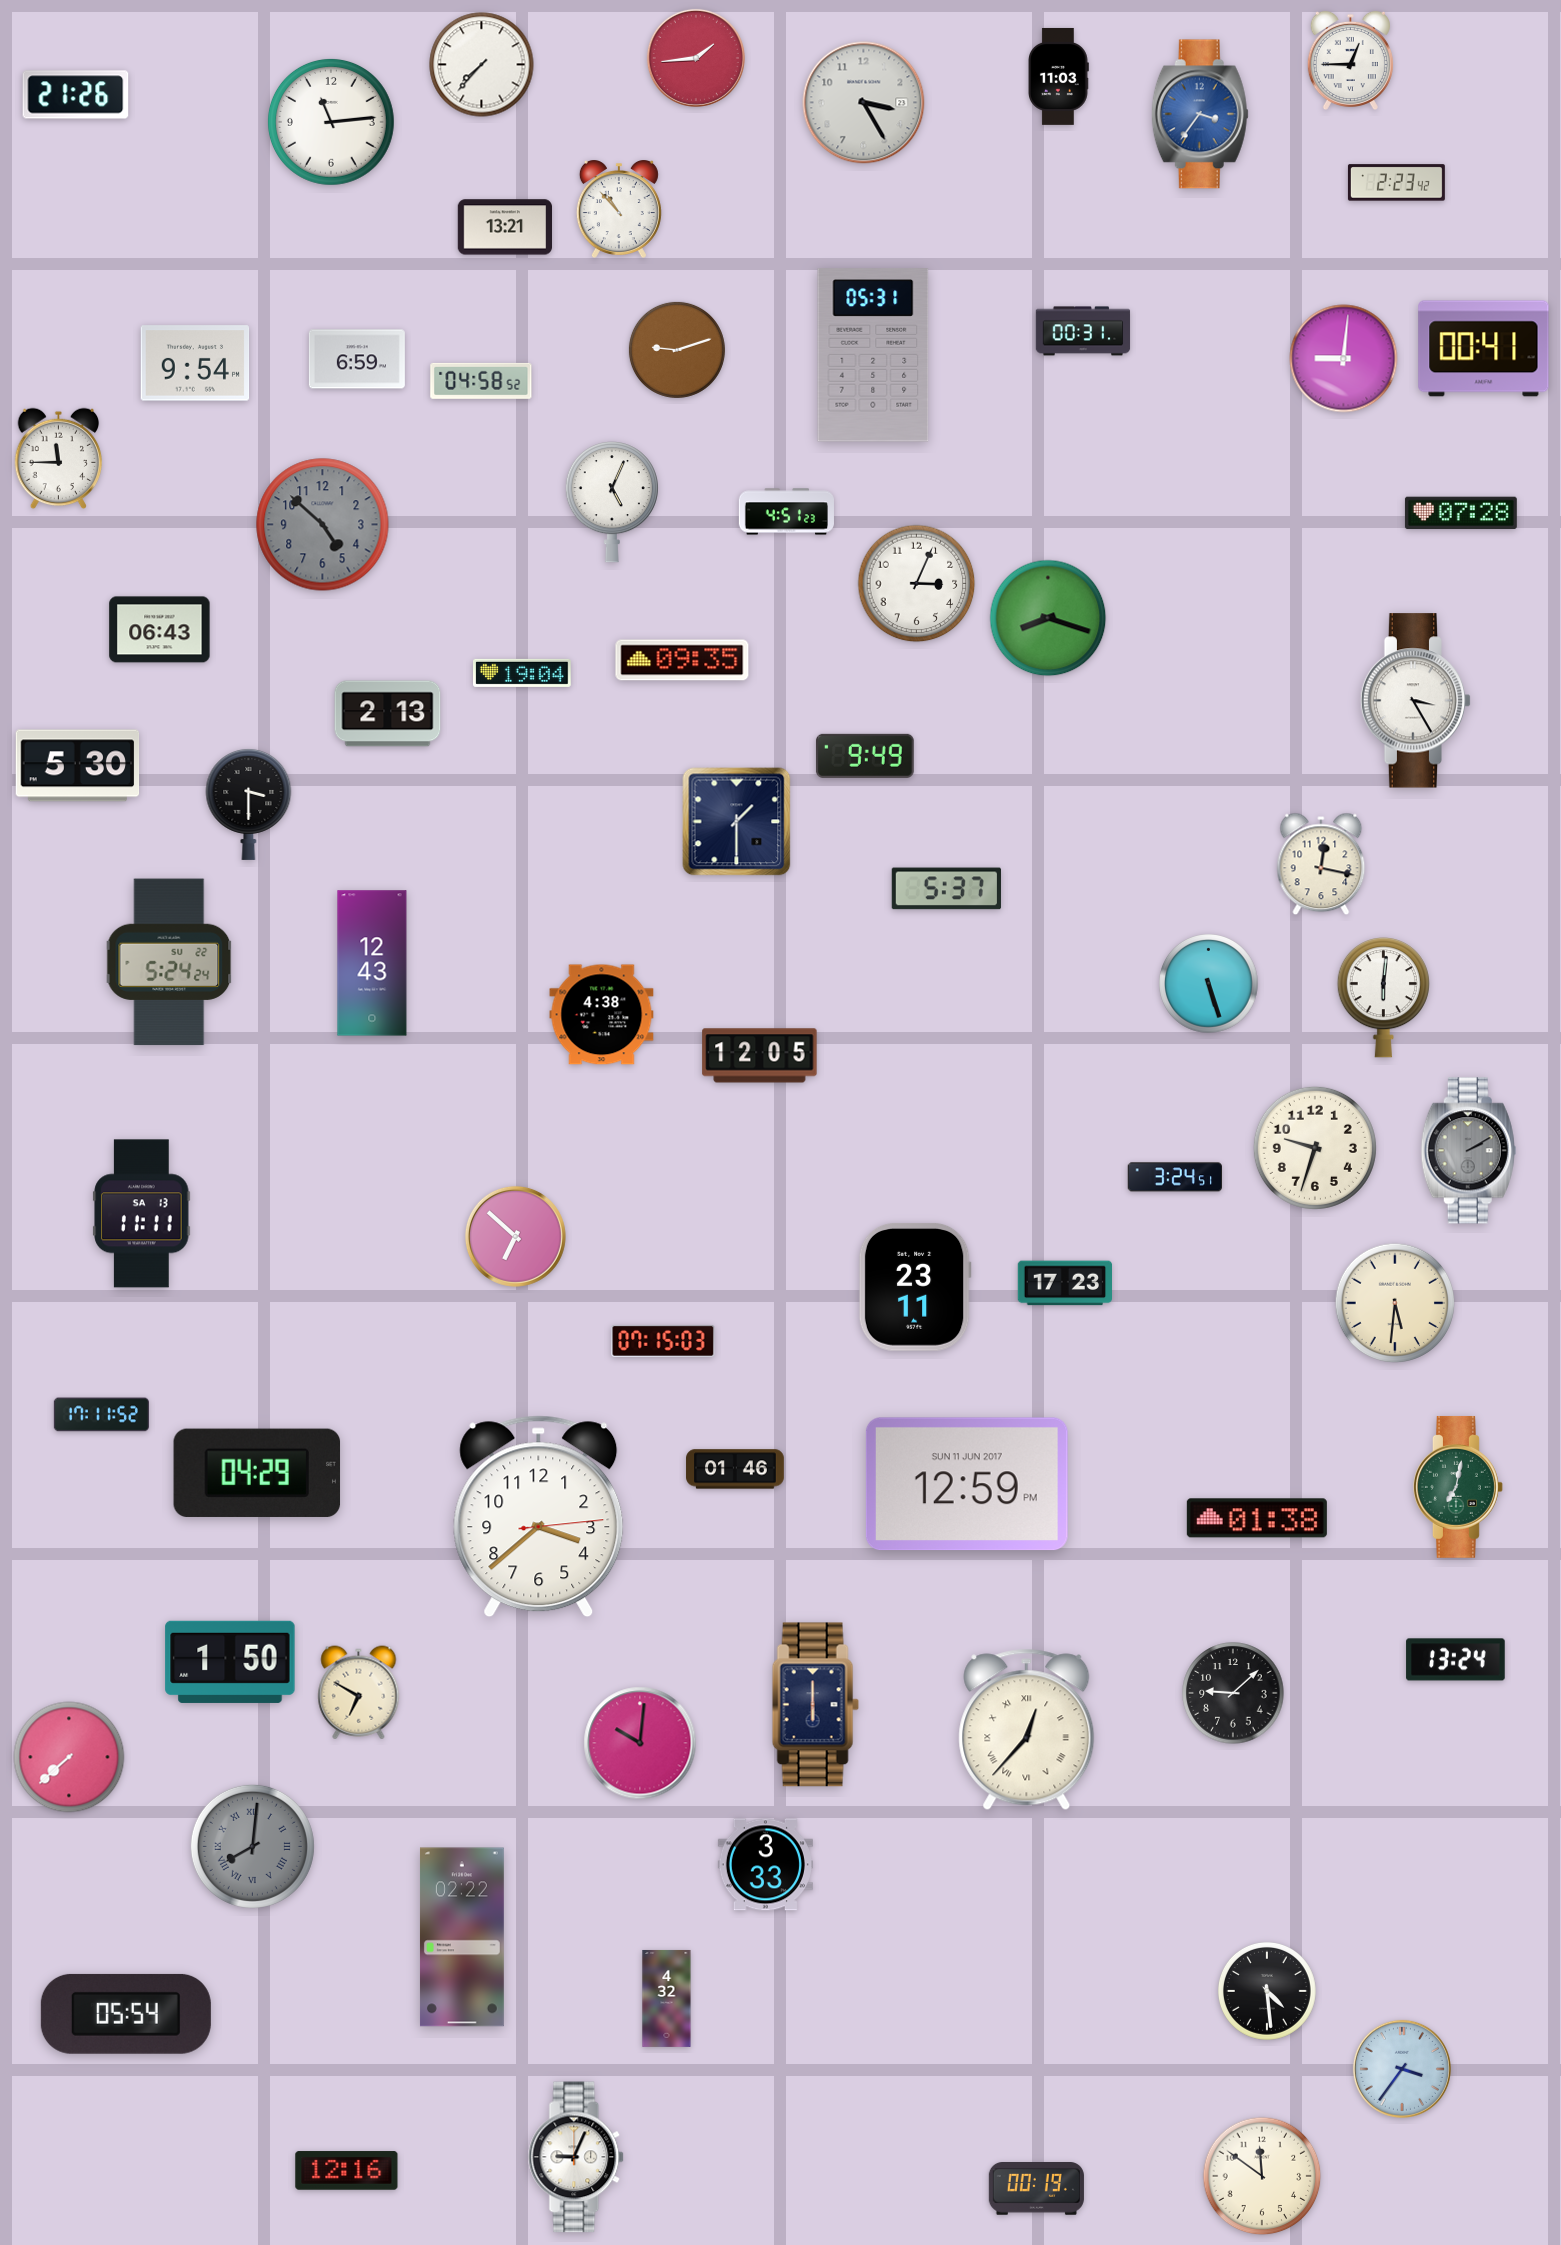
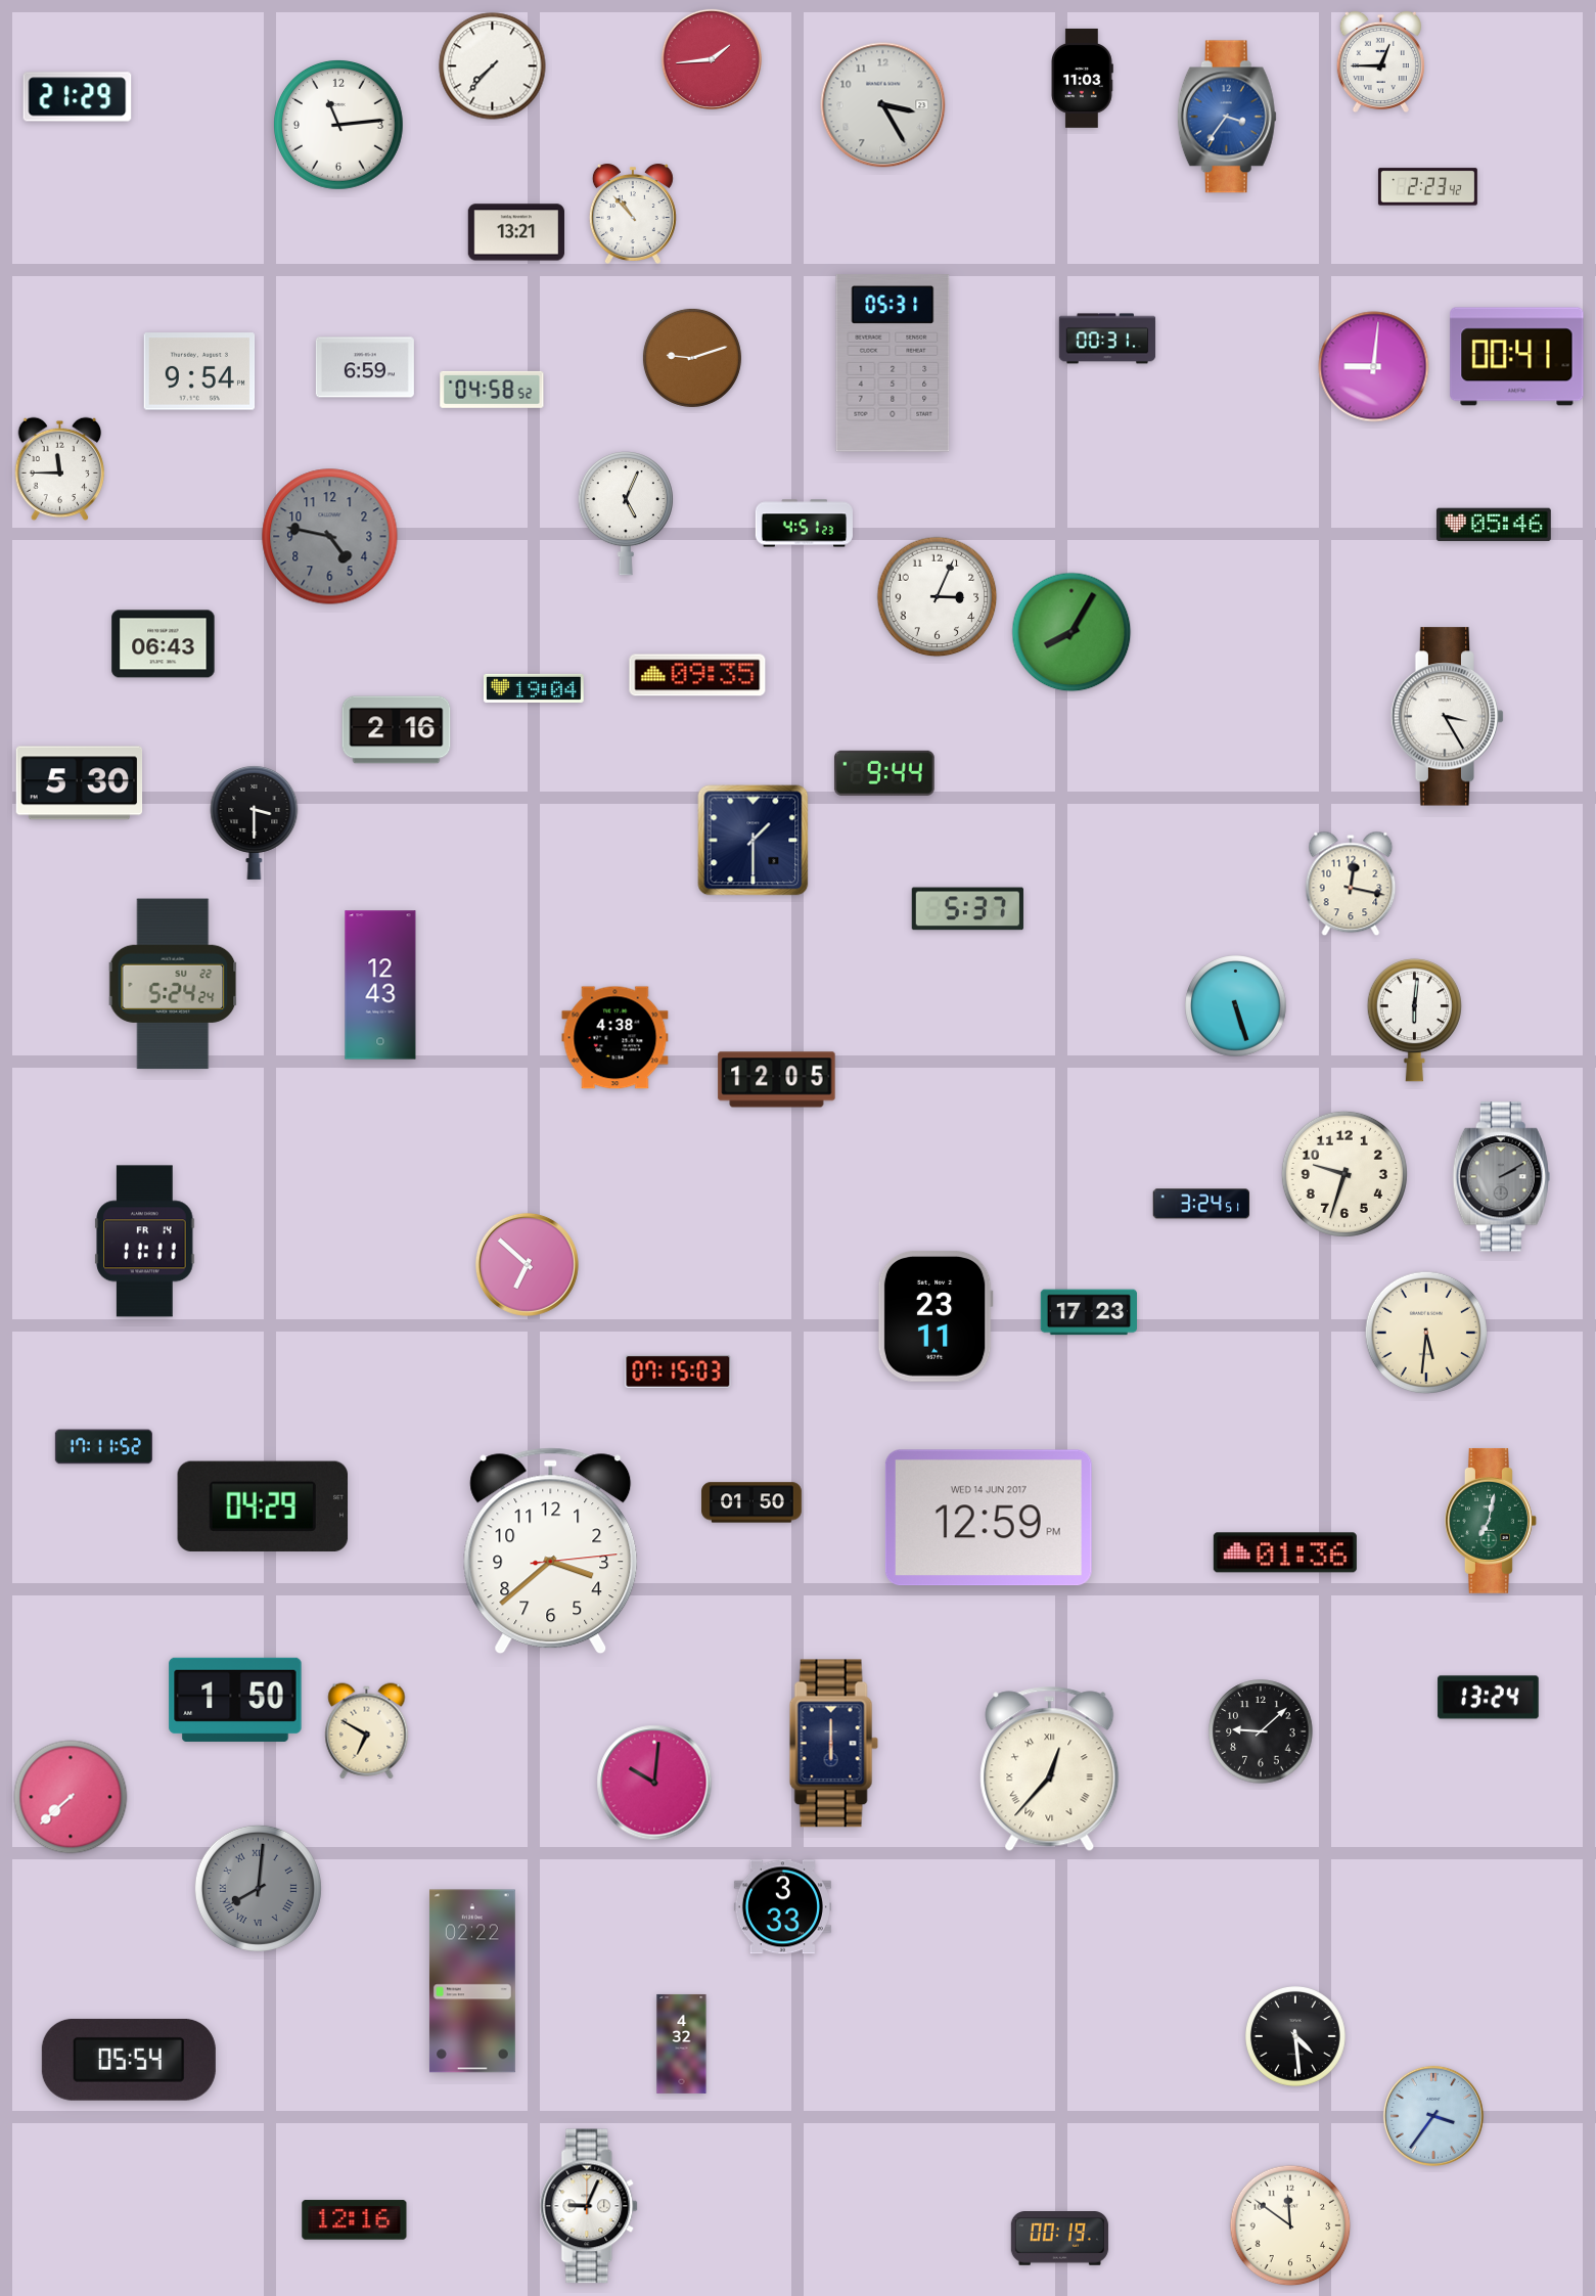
clock at (76, 95): 21:26 -> 21:29
clock at (1461, 513): 07:28 -> 05:46
clock at (323, 525): 4:52 -> 4:47
clock at (1048, 618): 8:18 -> 8:05
clock at (388, 714): 2:13 -> 2:16
clock at (865, 756): 9:49 -> 9:44
clock at (142, 1214) date: SA 13 -> FR 14
clock at (735, 1469): 01:46 -> 01:50
clock at (967, 1484) date: SUN 11 JUN 2017 -> WED 14 JUN 2017
clock at (1257, 1518): 01:38 -> 01:36
